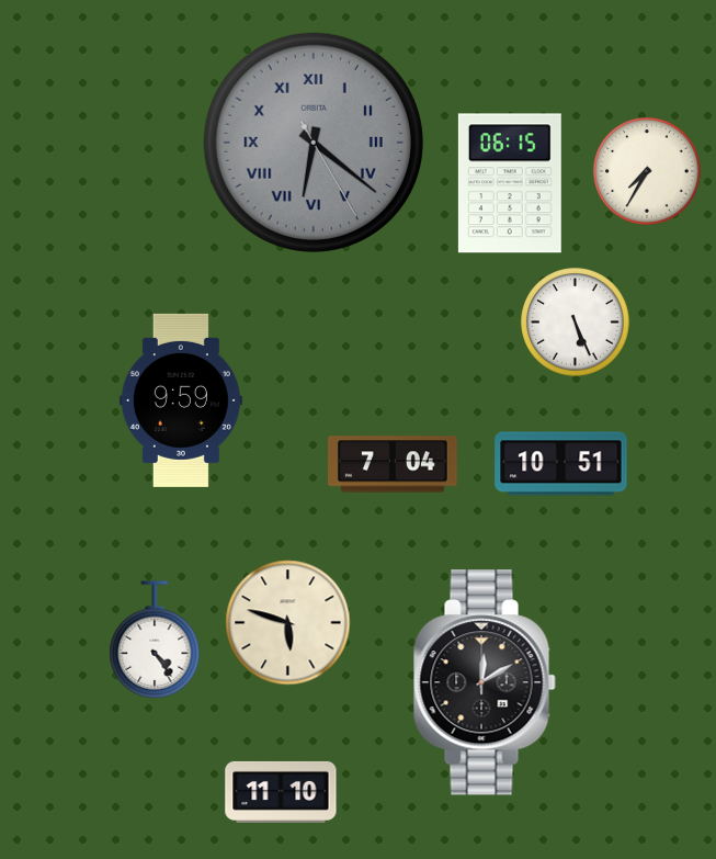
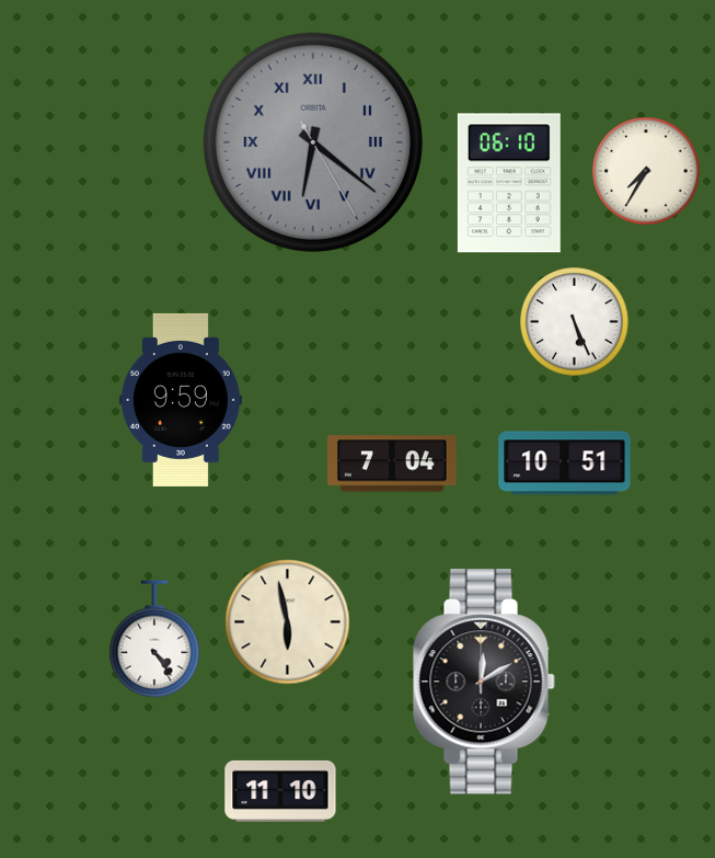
clock at (510, 183): 06:15 -> 06:10
clock at (561, 464) position: (561, 464) -> (565, 464)
clock at (288, 623): 5:48 -> 5:58
